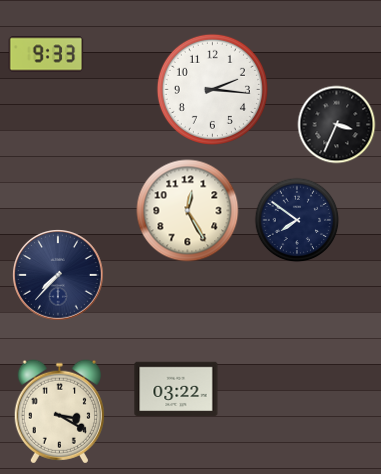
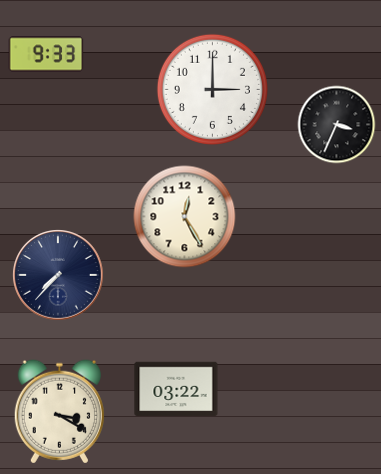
clock at (212, 89): 2:16 -> 3:00
clock at (188, 211) position: (188, 211) -> (185, 217)
clock at (297, 220): 7:51 -> none
